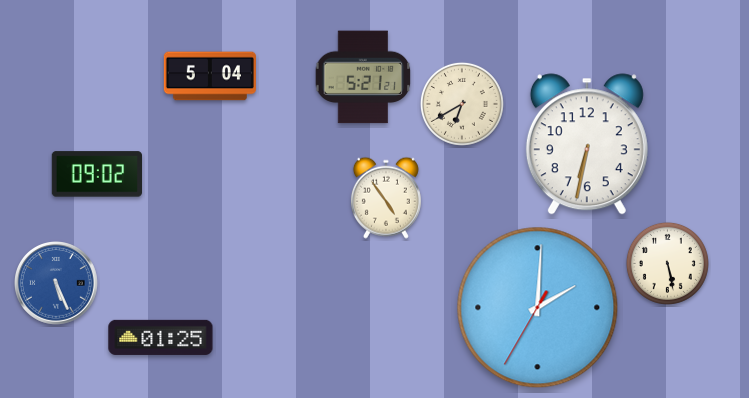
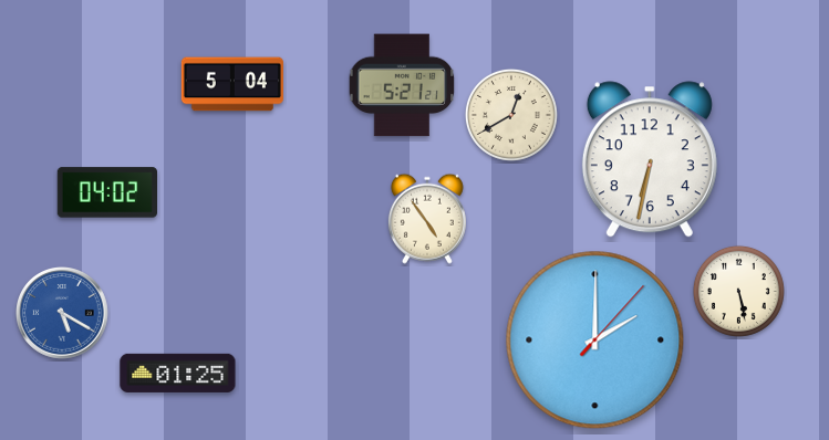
clock at (462, 104): 6:40 -> 12:40
clock at (96, 174): 09:02 -> 04:02
clock at (57, 284): 5:26 -> 5:20
clock at (538, 308): 2:00:35 -> 2:00:07
